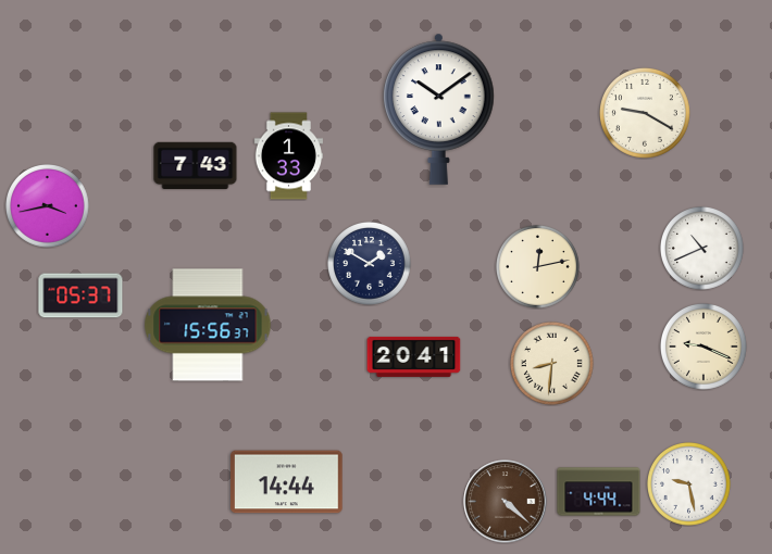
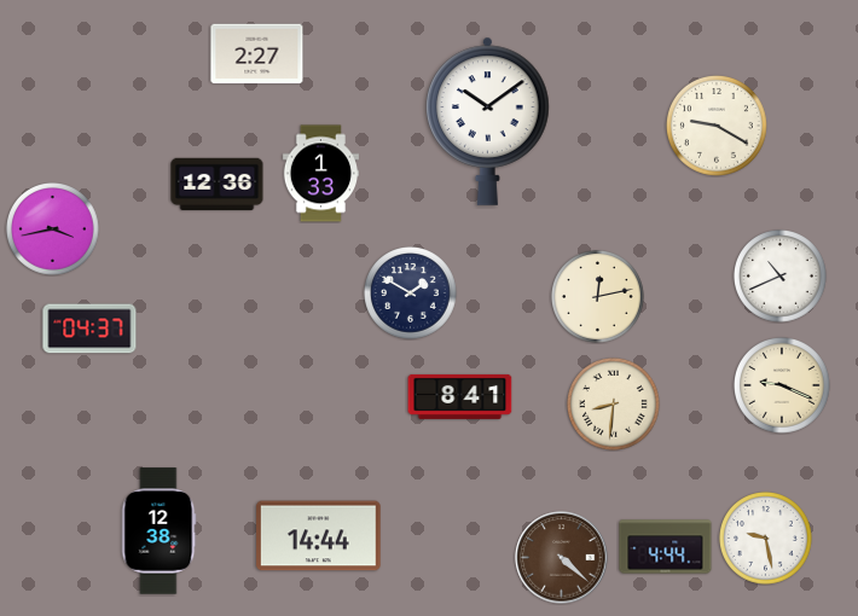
clock at (257, 54): none -> 2:27
clock at (196, 166): 7:43 -> 12:36
clock at (80, 295): 05:37 -> 04:37
clock at (208, 325): 15:56 -> none
clock at (414, 356): 20:41 -> 8:41
clock at (160, 531): none -> 12:38
